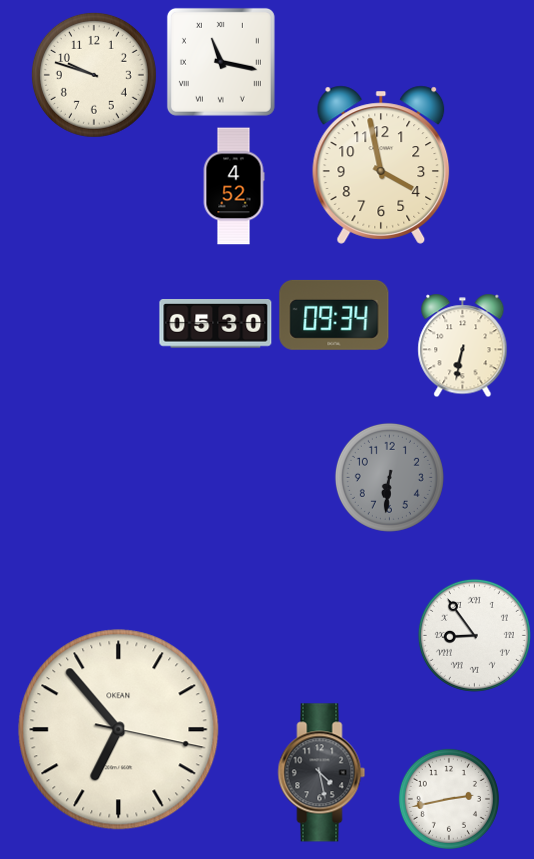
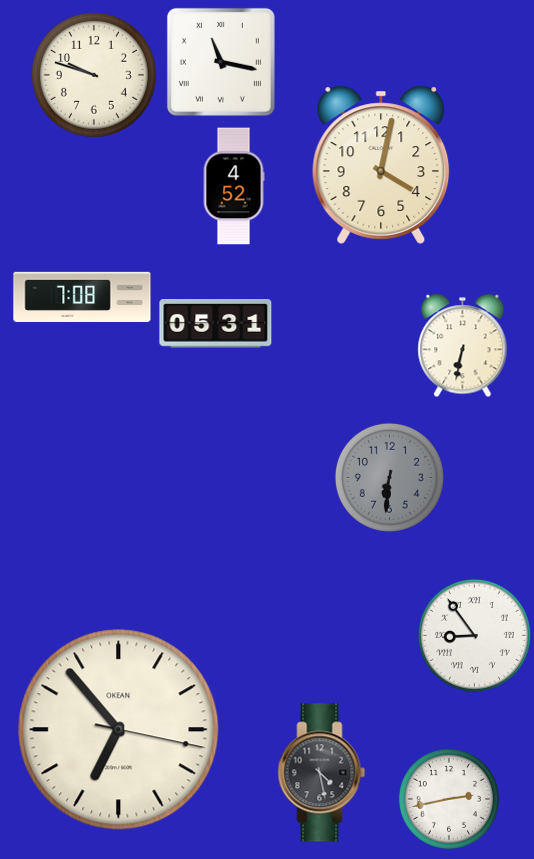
clock at (381, 165): 3:58 -> 4:02
clock at (82, 297): none -> 7:08
clock at (334, 315): 09:34 -> none
clock at (216, 324): 05:30 -> 05:31
